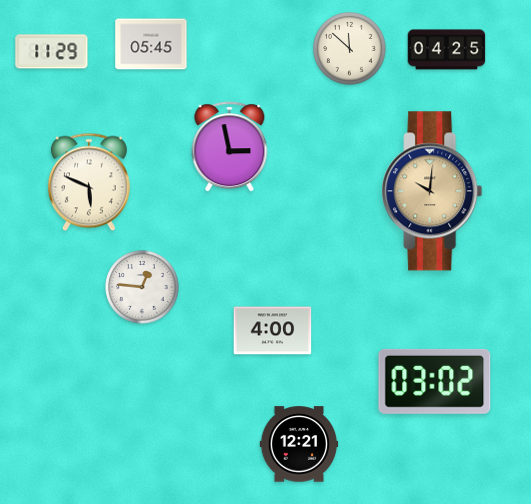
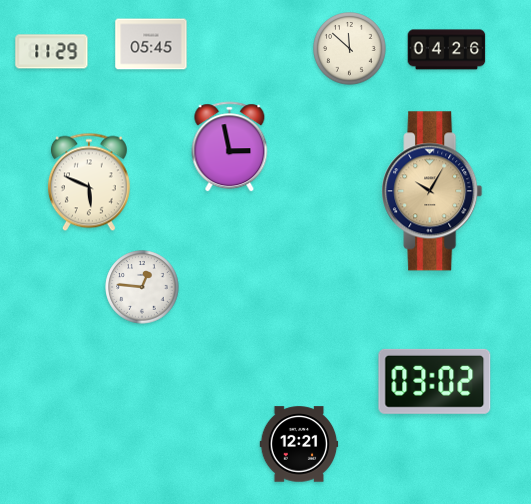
clock at (447, 50): 04:25 -> 04:26
clock at (432, 191): 10:01 -> 10:05
clock at (273, 331): 4:00 -> none
